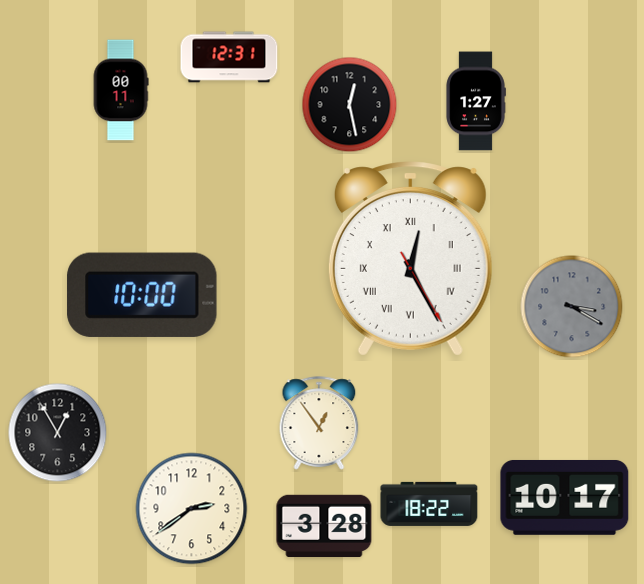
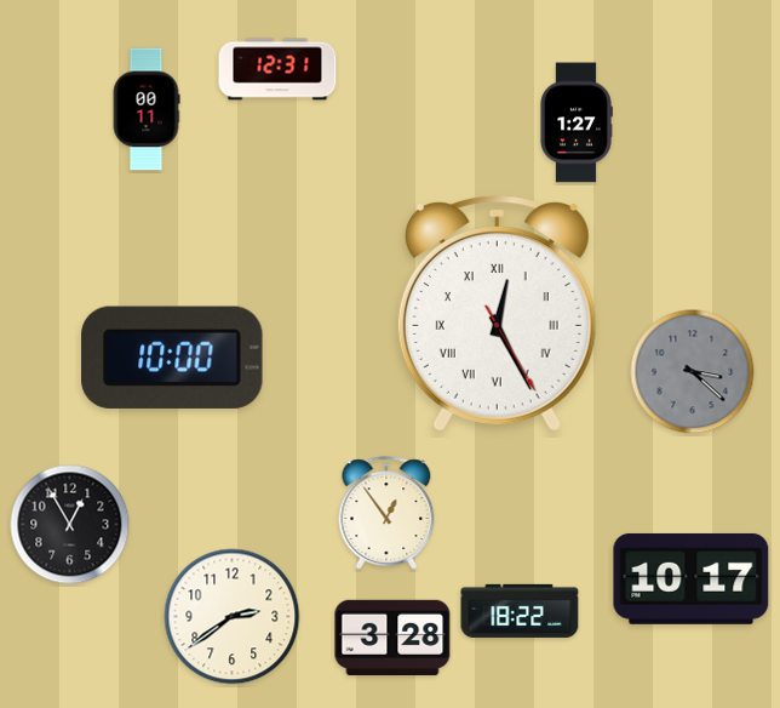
clock at (350, 105): 12:28 -> none
clock at (572, 307): 3:20 -> 3:22
clock at (565, 497) position: (565, 497) -> (692, 578)
